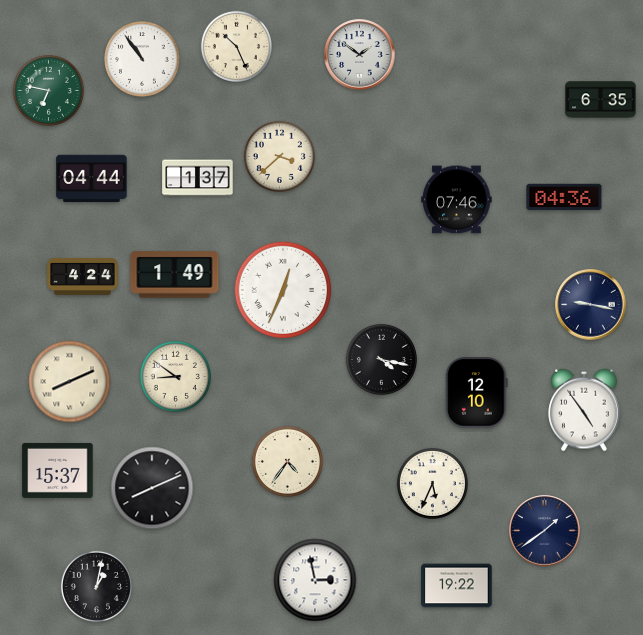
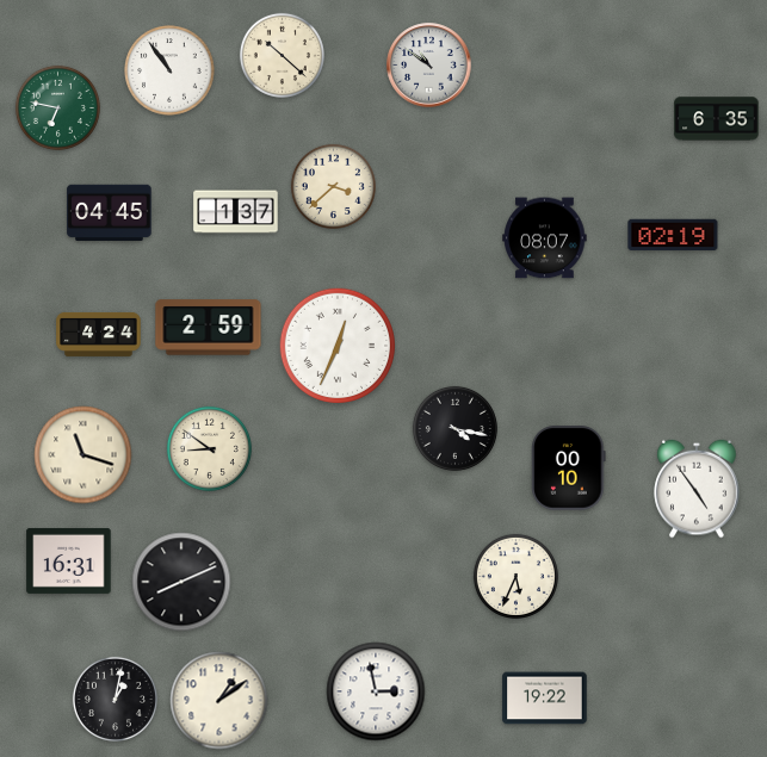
clock at (236, 46): 10:26 -> 10:22
clock at (360, 55): 1:51 -> 10:51
clock at (92, 179): 04:44 -> 04:45
clock at (564, 197): 04:36 -> 02:19
clock at (457, 200): 07:46 -> 08:07
clock at (175, 275): 1:49 -> 2:59
clock at (83, 276) position: (83, 276) -> (99, 334)
clock at (591, 305): 9:17 -> none
clock at (70, 382): 8:11 -> 11:18
clock at (477, 393): 12:10 -> 00:10
clock at (287, 461): 4:36 -> none
clock at (58, 470): 15:37 -> 16:31
clock at (545, 531): 1:39 -> none
clock at (219, 701): none -> 1:09
